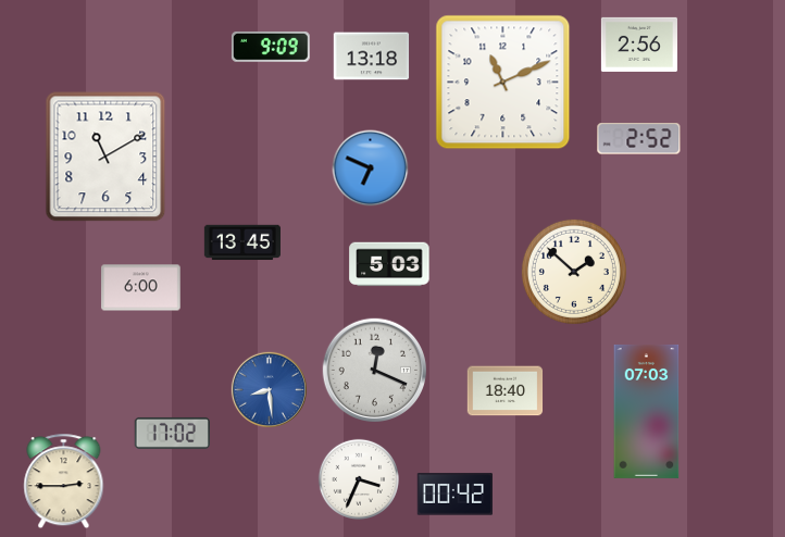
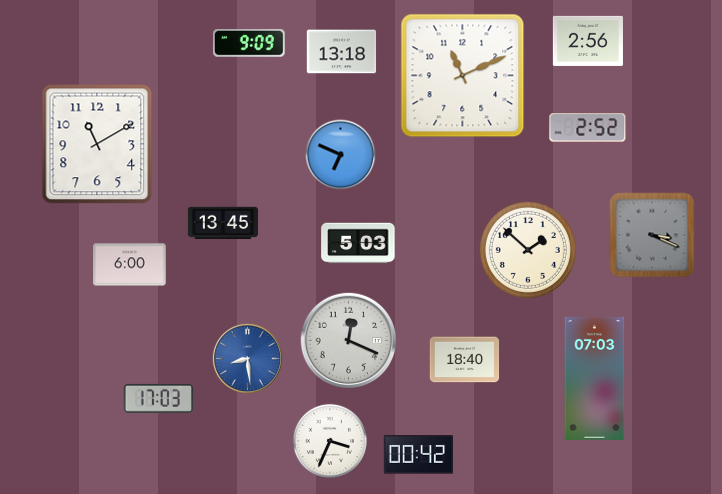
clock at (652, 235): none -> 3:19
clock at (375, 371) position: (375, 371) -> (349, 341)
clock at (172, 433): 17:02 -> 17:03
clock at (64, 482): 2:45 -> none
